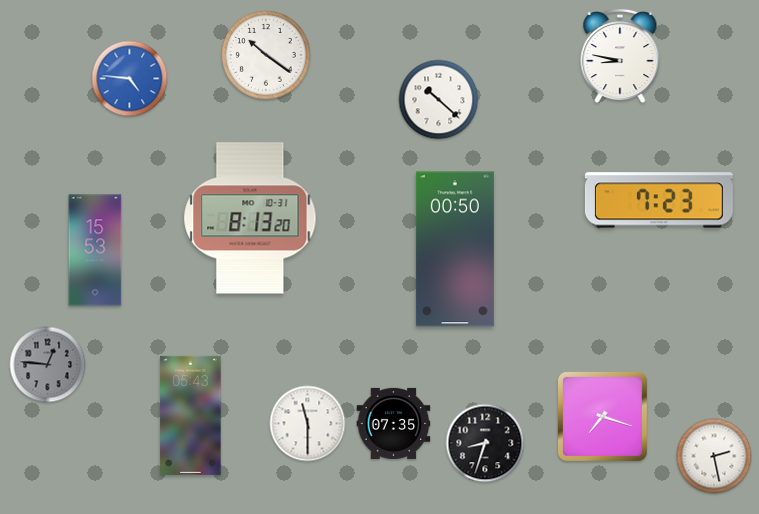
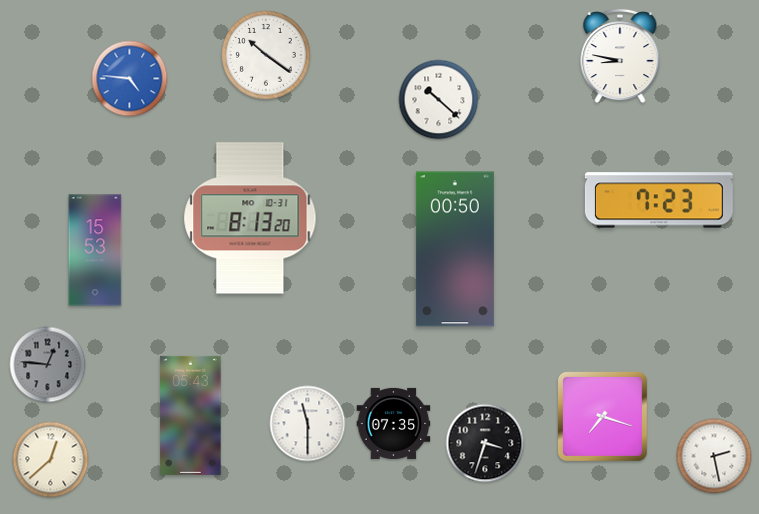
clock at (485, 443): 8:33 -> 3:33
clock at (51, 460): none -> 12:38
